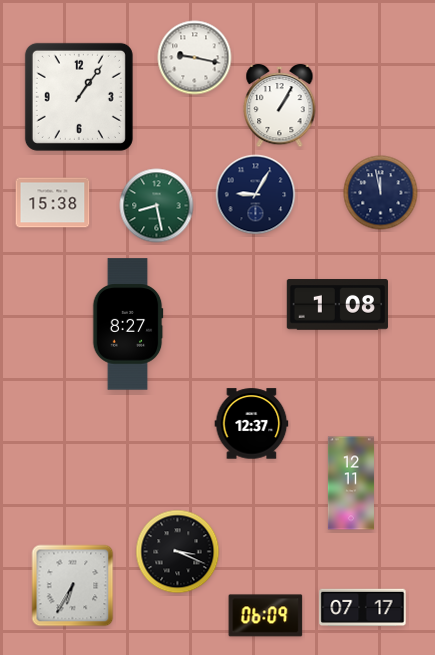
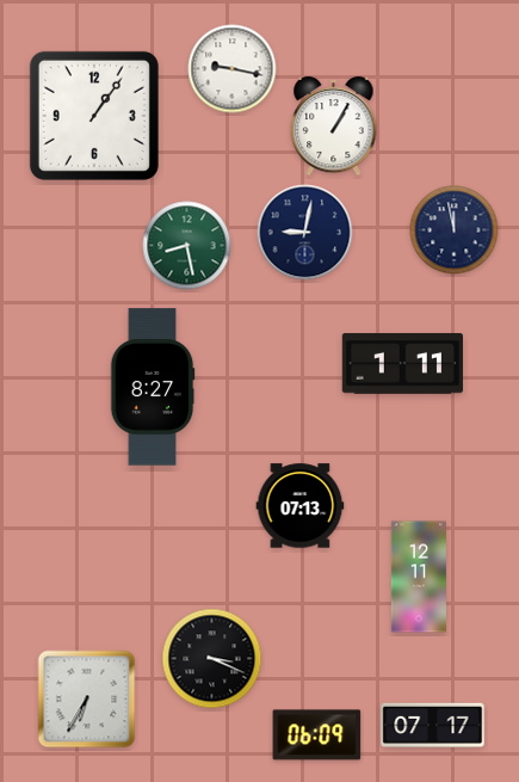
clock at (256, 195): 9:05 -> 9:02
clock at (53, 203): 15:38 -> none
clock at (337, 305): 1:08 -> 1:11
clock at (252, 424): 12:37 -> 07:13
